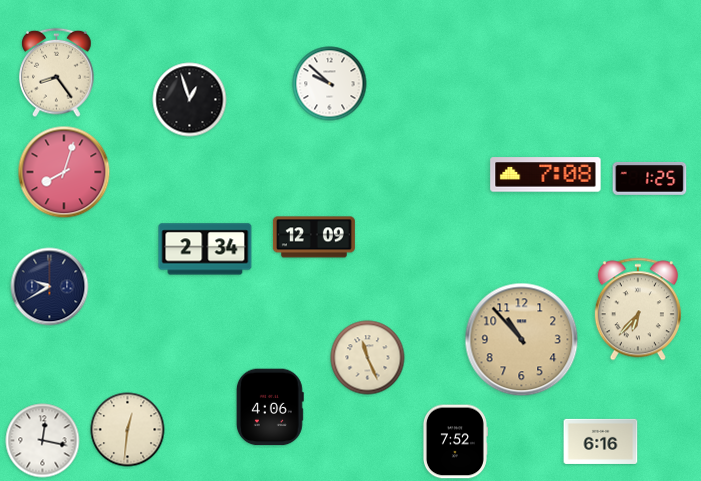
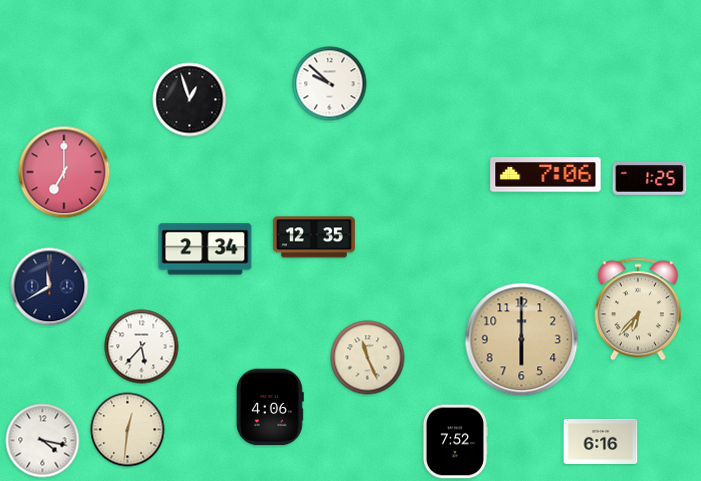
clock at (57, 73): 8:24 -> none
clock at (64, 172): 8:03 -> 7:00
clock at (546, 175): 7:08 -> 7:06
clock at (314, 237): 12:09 -> 12:35
clock at (50, 287): 9:40 -> 11:40
clock at (522, 340): 10:53 -> 6:00
clock at (142, 347): none -> 5:37
clock at (43, 441): 12:17 -> 4:17
